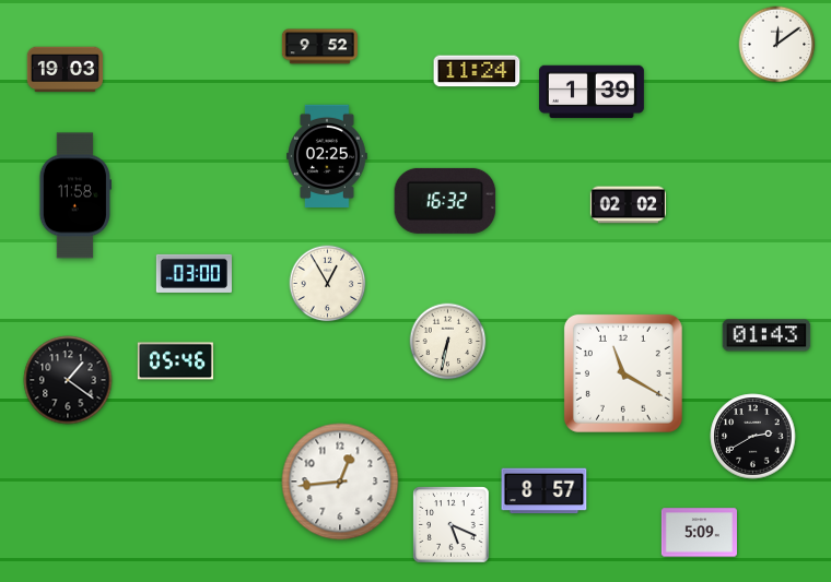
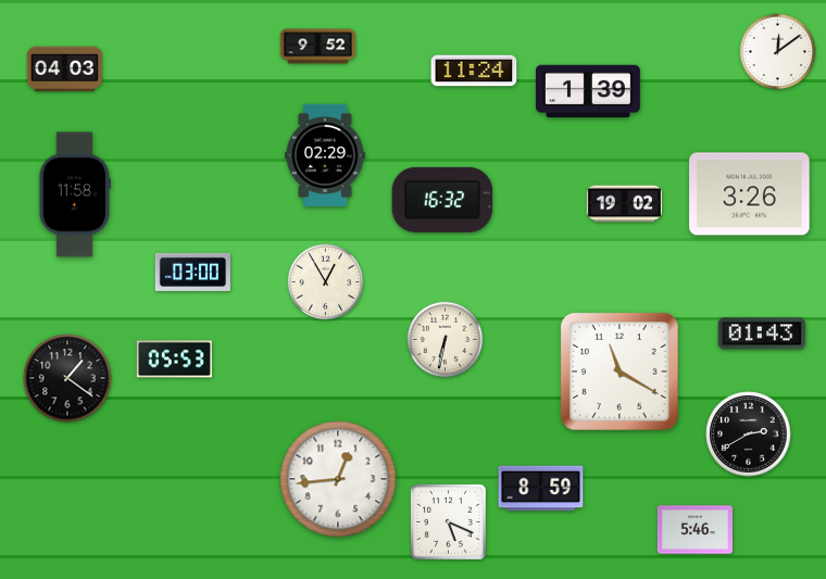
clock at (777, 45) position: (777, 45) -> (778, 52)
clock at (65, 70): 19:03 -> 04:03
clock at (328, 155): 02:25 -> 02:29
clock at (750, 194): none -> 3:26
clock at (628, 205): 02:02 -> 19:02
clock at (175, 361): 05:46 -> 05:53
clock at (545, 491): 8:57 -> 8:59
clock at (699, 533): 5:09 -> 5:46
